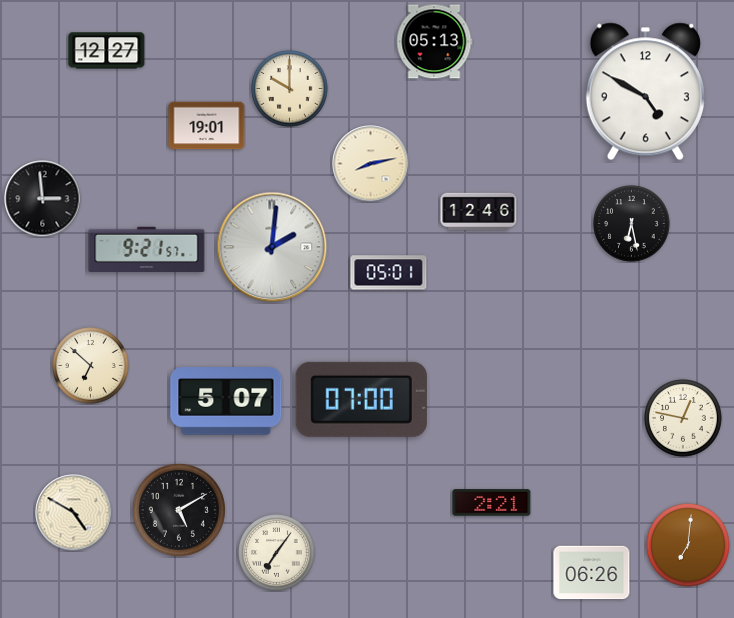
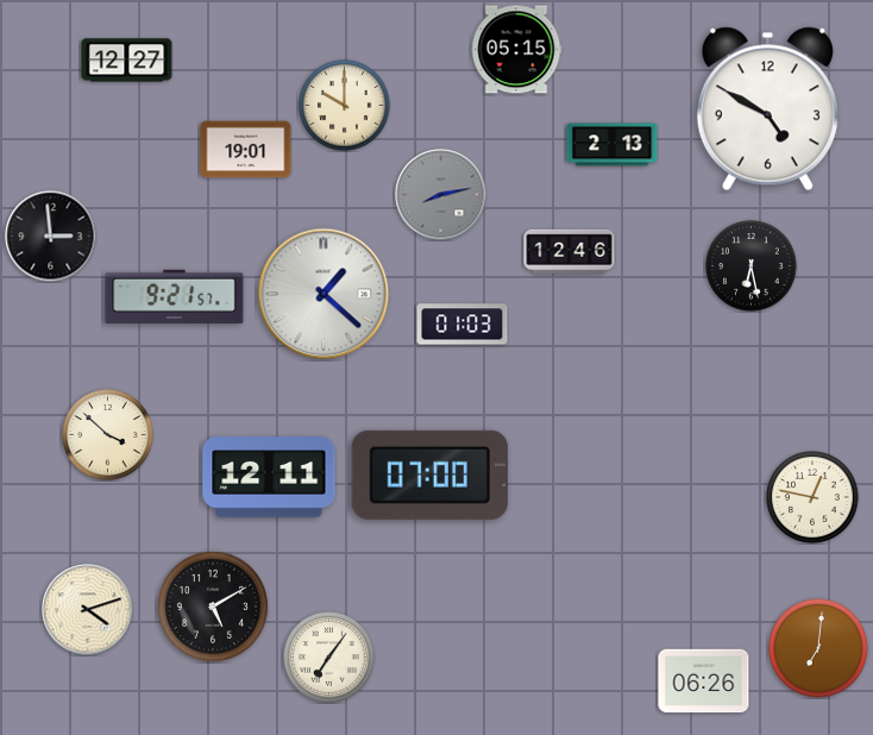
clock at (435, 42): 05:13 -> 05:15
clock at (613, 145): none -> 2:13
clock at (371, 164) dial: cream -> grey
clock at (272, 247): 2:01 -> 1:22
clock at (389, 273): 05:01 -> 01:03
clock at (91, 366): 6:52 -> 3:52
clock at (226, 401): 5:07 -> 12:11
clock at (492, 503): 2:21 -> none
clock at (74, 513): 4:50 -> 4:12
